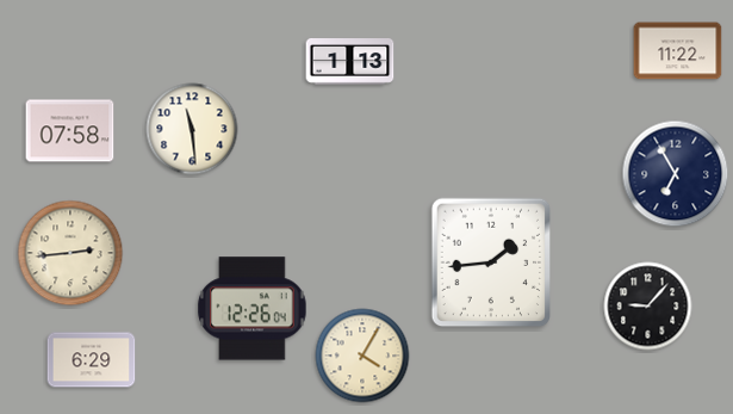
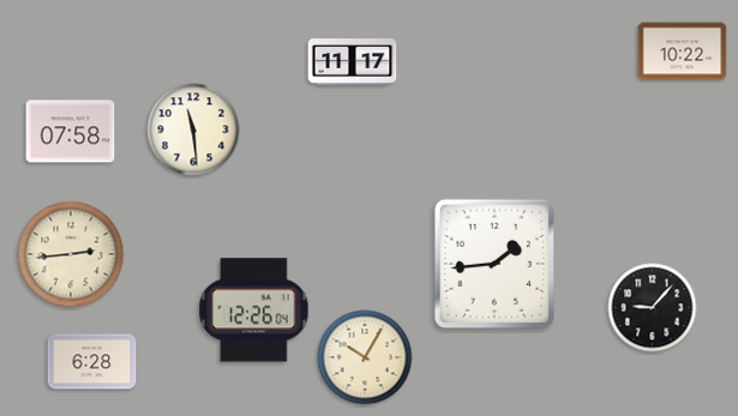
clock at (678, 51): 11:22 -> 10:22
clock at (350, 62): 1:13 -> 11:17
clock at (676, 174): 6:55 -> none
clock at (362, 356): 4:05 -> 10:05
clock at (92, 360): 6:29 -> 6:28
